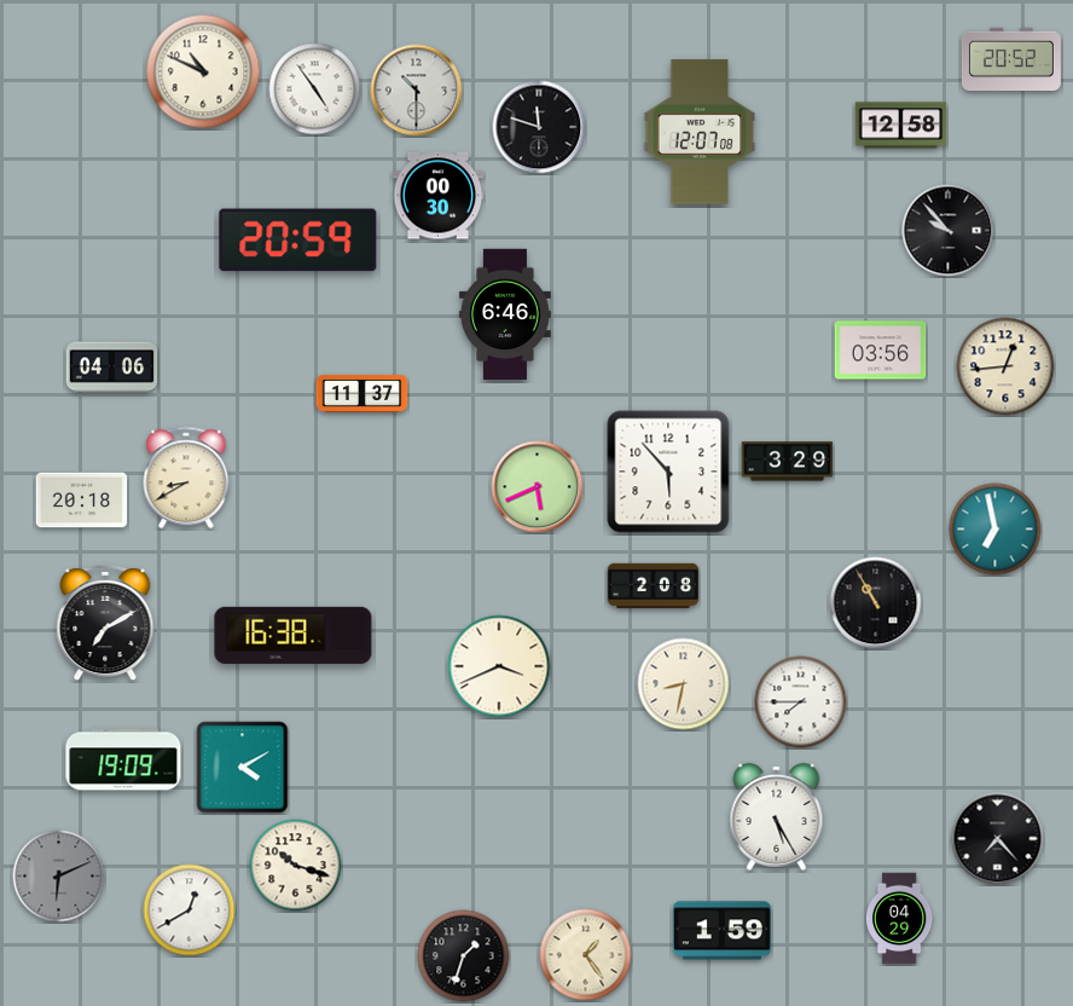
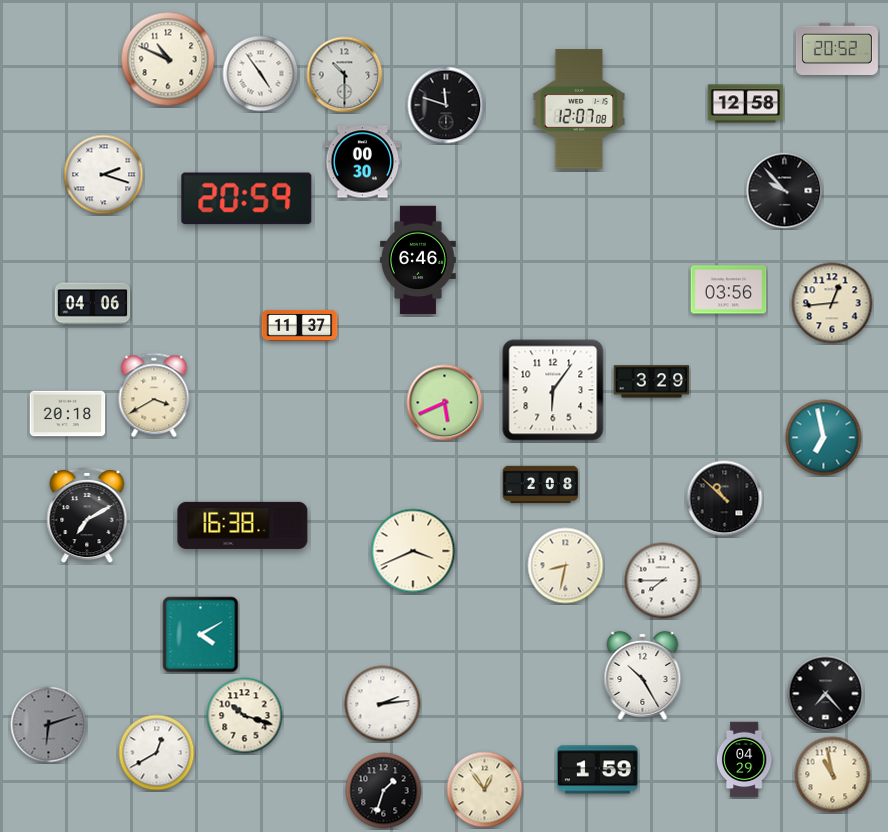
clock at (104, 175): none -> 2:18
clock at (668, 472): 5:53 -> 6:06
clock at (186, 478): 8:40 -> 3:40
clock at (876, 603): 10:55 -> 10:52
clock at (123, 759): 19:09 -> none
clock at (777, 816): 5:25 -> 10:25
clock at (383, 704): none -> 2:14
clock at (59, 877): 6:11 -> 6:12
clock at (833, 775): none -> 10:58
clock at (586, 955): 1:24 -> 12:54
